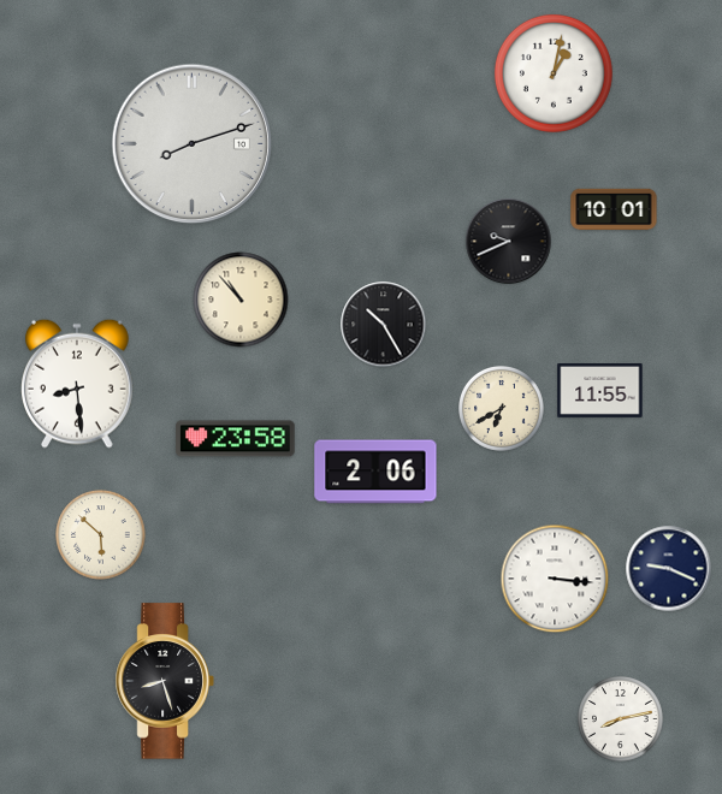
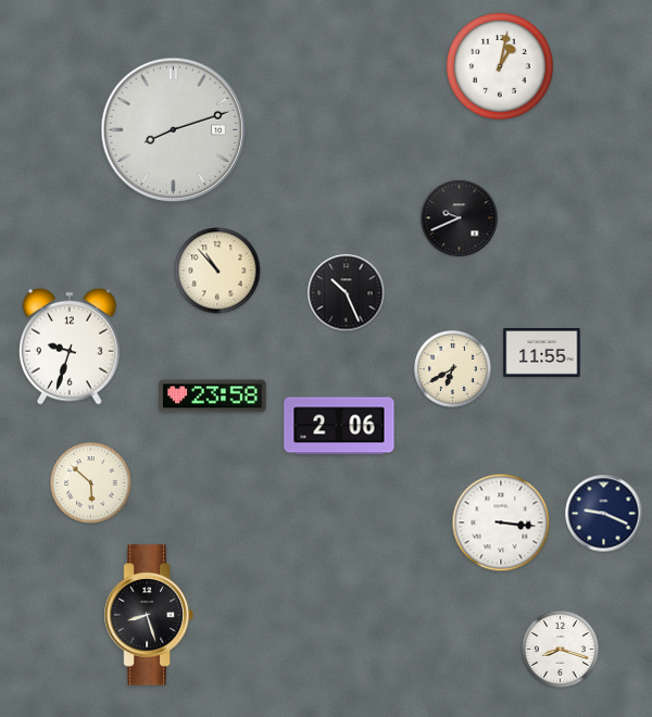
clock at (614, 209): 10:01 -> none
clock at (384, 325): 10:25 -> 10:26
clock at (78, 384): 8:29 -> 9:33
clock at (621, 719): 8:13 -> 8:18
